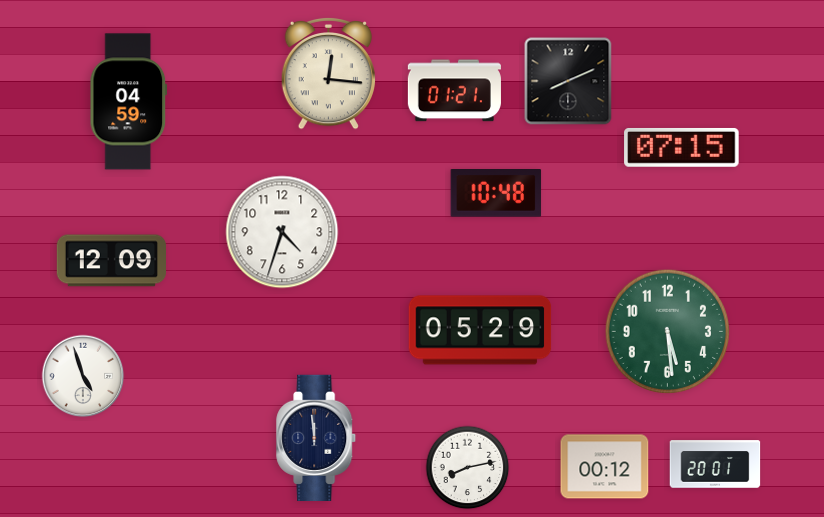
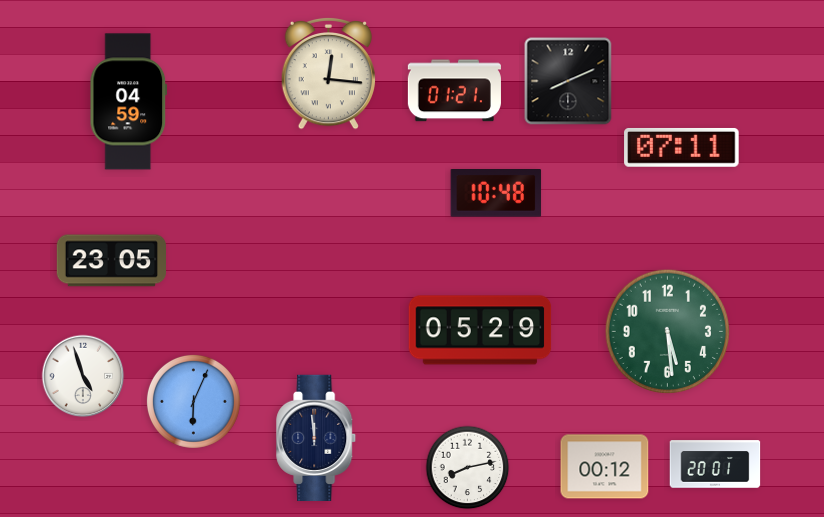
clock at (682, 147): 07:15 -> 07:11
clock at (282, 232): 4:33 -> none
clock at (111, 261): 12:09 -> 23:05
clock at (193, 401): none -> 6:04
